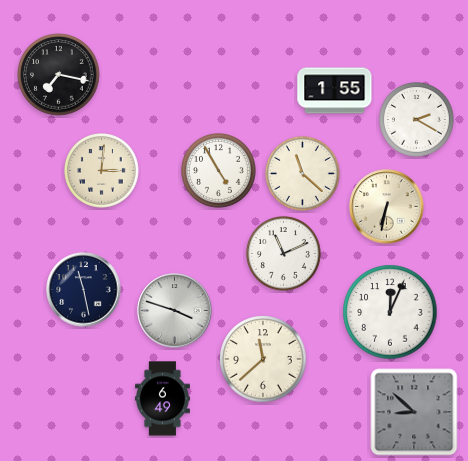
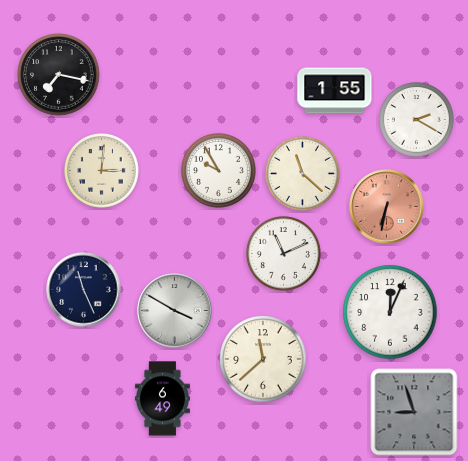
clock at (219, 171): 4:55 -> 9:55
clock at (387, 207) dial: cream -> salmon
clock at (84, 290): 11:28 -> 11:26
clock at (175, 311): 3:48 -> 3:50
clock at (414, 412): 8:52 -> 8:57
